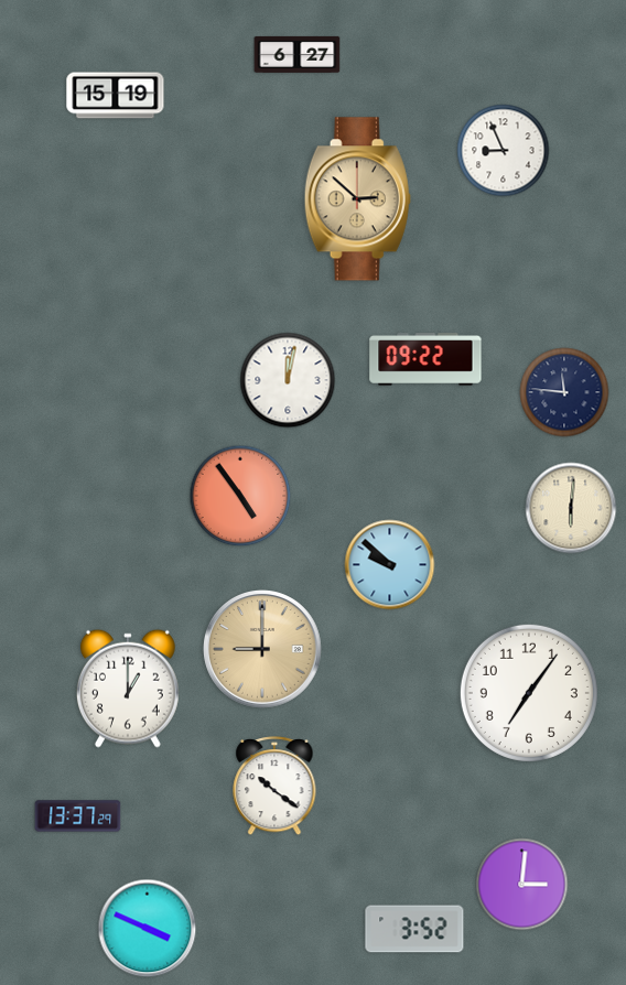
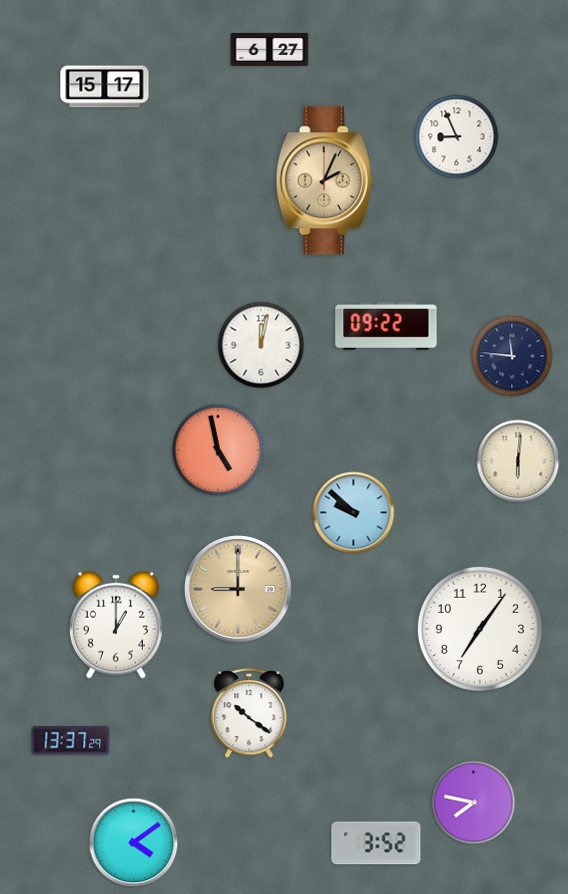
clock at (116, 96): 15:19 -> 15:17
clock at (357, 199): 2:52 -> 2:04
clock at (240, 496): 4:54 -> 4:58
clock at (522, 885): 3:01 -> 7:47
clock at (148, 929): 3:49 -> 4:09
